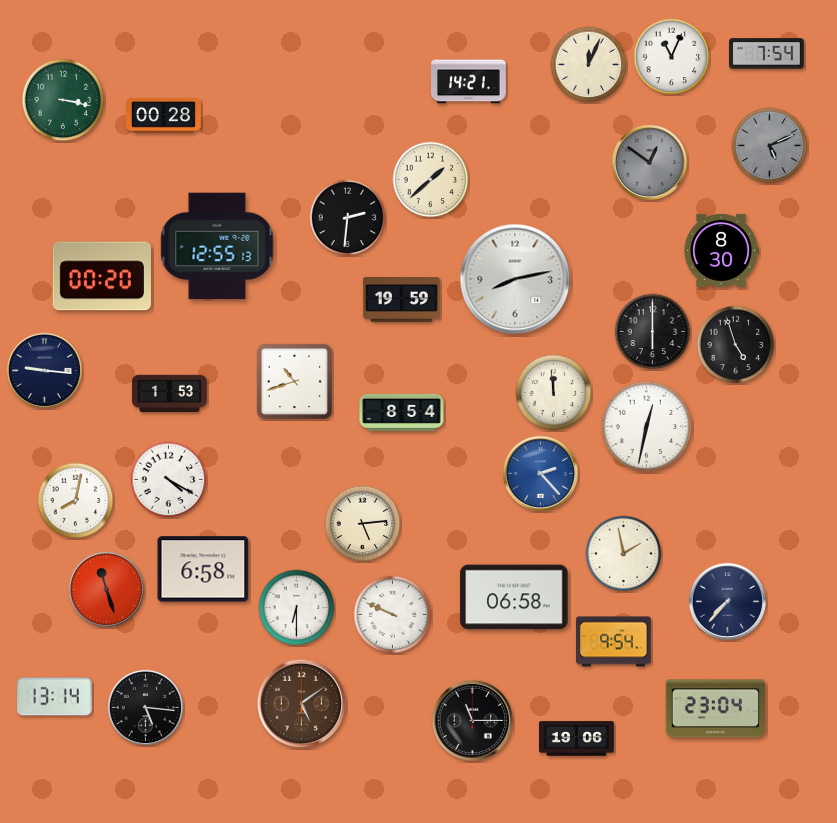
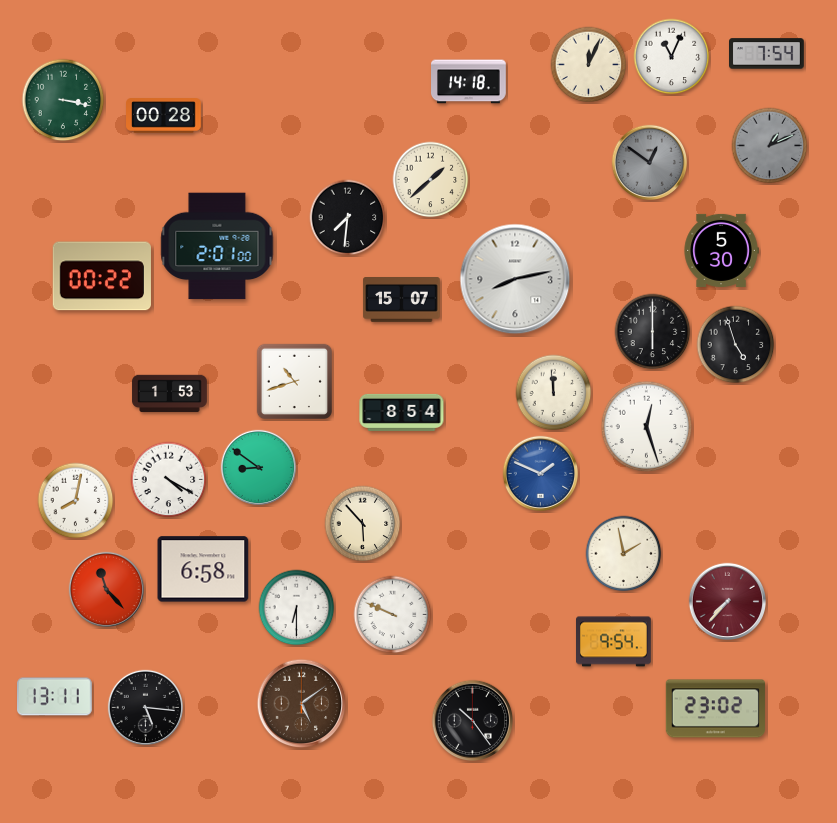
clock at (469, 82): 14:21 -> 14:18
clock at (770, 146): 5:11 -> 1:11
clock at (348, 218): 2:31 -> 7:31
clock at (217, 246): 12:55 -> 2:01
clock at (721, 250): 8:30 -> 5:30
clock at (102, 276): 00:20 -> 00:22
clock at (402, 300): 19:59 -> 15:07
clock at (44, 370): 9:16 -> none
clock at (647, 427): 12:32 -> 12:27
clock at (258, 467): none -> 8:51
clock at (540, 473): 2:23 -> 1:49
clock at (363, 524): 5:14 -> 5:53
clock at (106, 589): 11:27 -> 11:23
clock at (514, 597): 06:58 -> none
clock at (727, 601) dial: navy -> burgundy
clock at (55, 697): 13:14 -> 13:11
clock at (715, 709): 23:04 -> 23:02
clock at (473, 721): 11:15 -> 10:24
clock at (577, 739): 19:06 -> none
